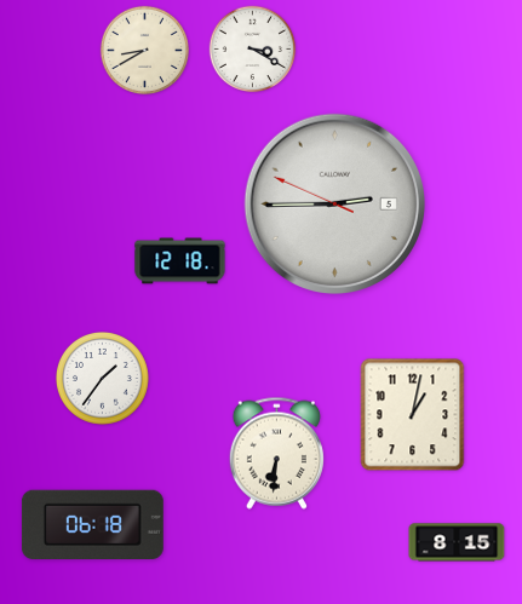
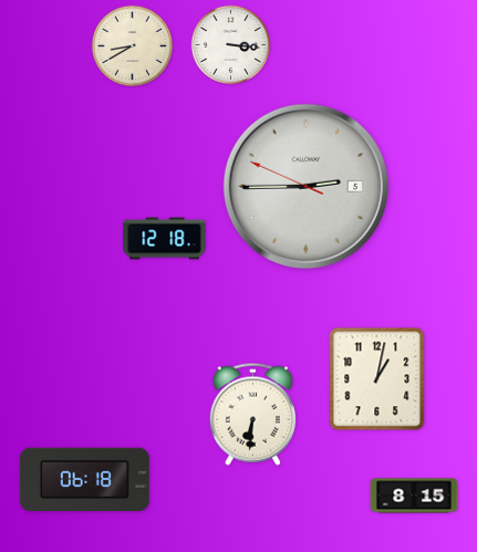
clock at (253, 50): 3:20 -> 3:16
clock at (103, 379): 1:36 -> none
clock at (457, 542) position: (457, 542) -> (414, 496)
